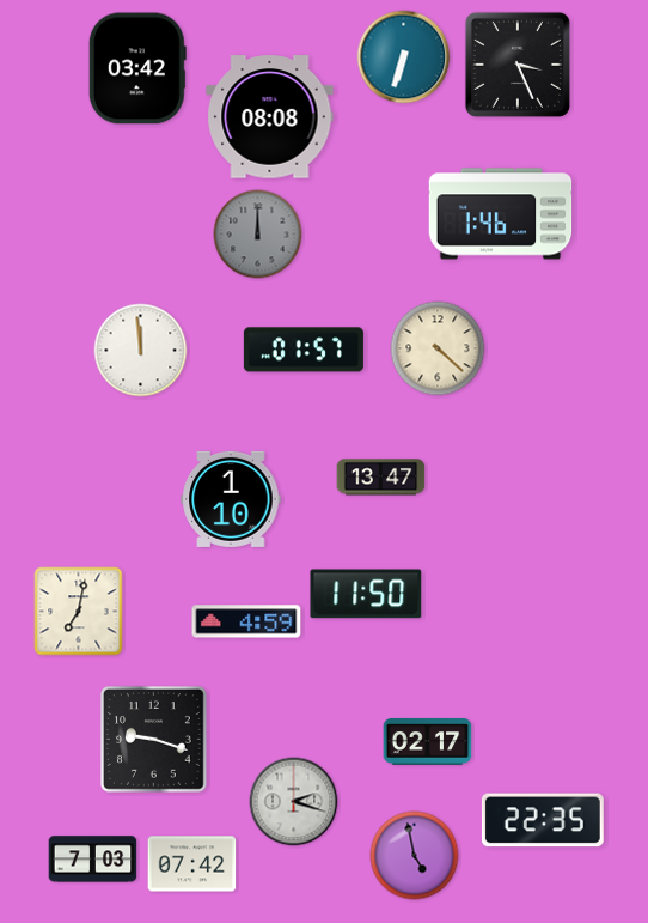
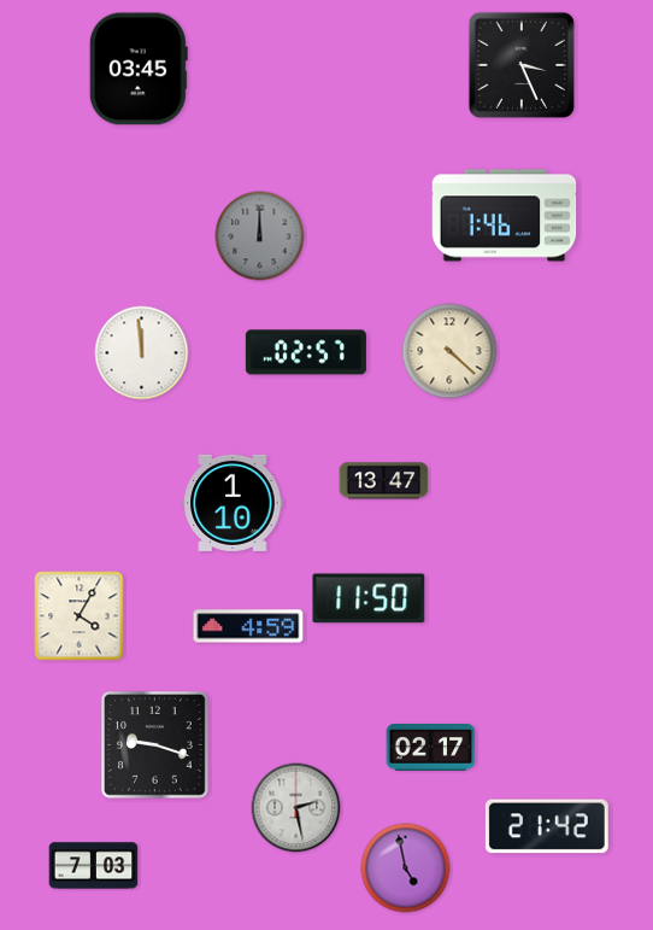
clock at (404, 57): 6:33 -> none
clock at (137, 68): 03:42 -> 03:45
clock at (270, 117): 08:08 -> none
clock at (438, 348) position: (438, 348) -> (449, 351)
clock at (304, 350): 01:57 -> 02:57
clock at (79, 612): 7:02 -> 4:05
clock at (294, 802): 2:18 -> 2:28
clock at (543, 820): 22:35 -> 21:42
clock at (415, 856) position: (415, 856) -> (406, 868)
clock at (192, 864): 07:42 -> none
